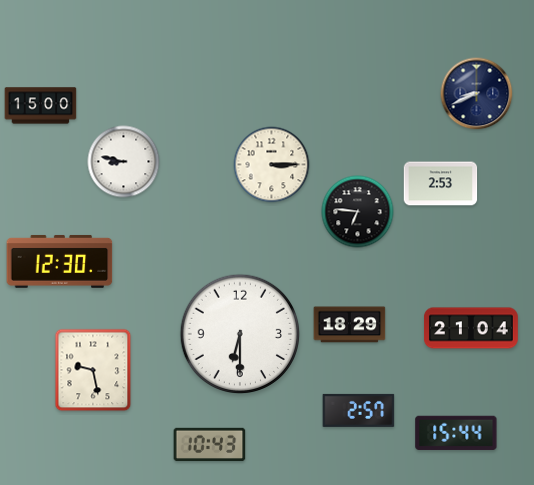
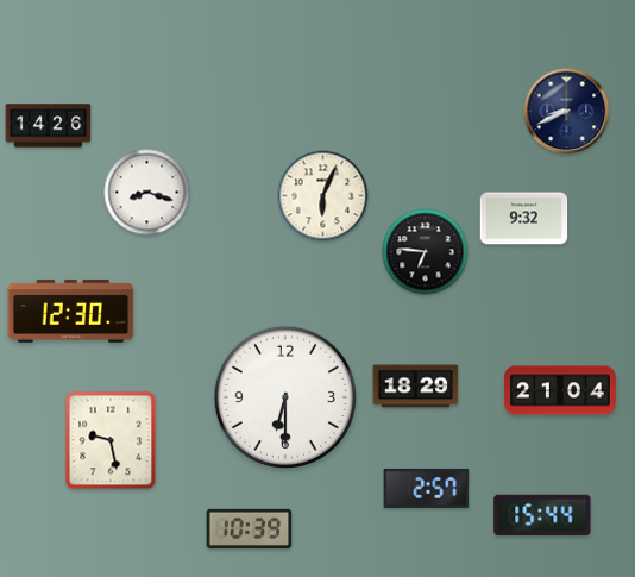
clock at (41, 106): 15:00 -> 14:26
clock at (124, 162): 8:47 -> 8:18
clock at (272, 165): 3:15 -> 6:04
clock at (441, 184): 2:53 -> 9:32
clock at (210, 445): 10:43 -> 10:39
